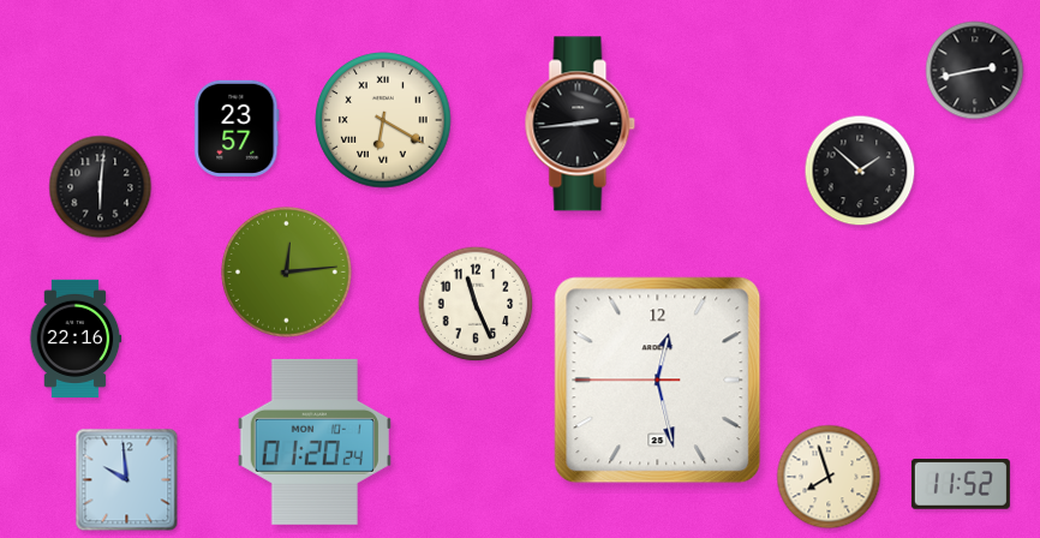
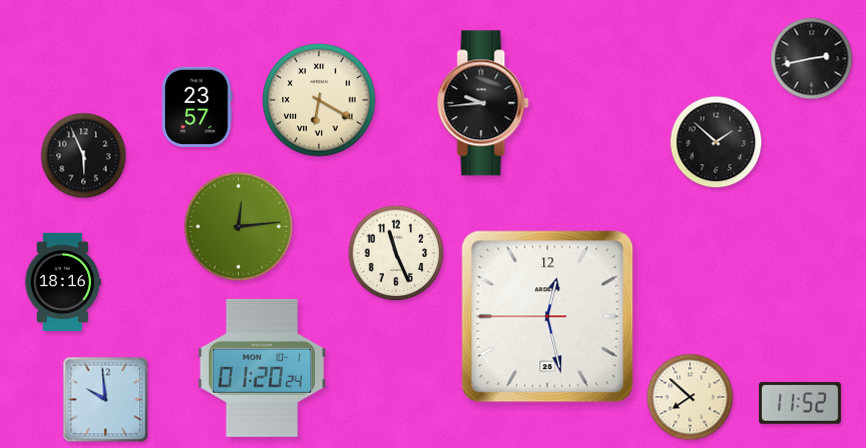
clock at (580, 124): 2:44 -> 9:44
clock at (101, 187): 6:01 -> 5:56
clock at (76, 337): 22:16 -> 18:16
clock at (829, 477): 7:57 -> 7:52
